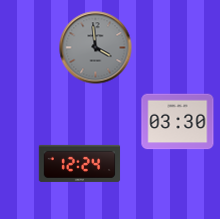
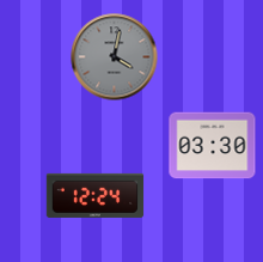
clock at (96, 48): 3:59 -> 4:02
